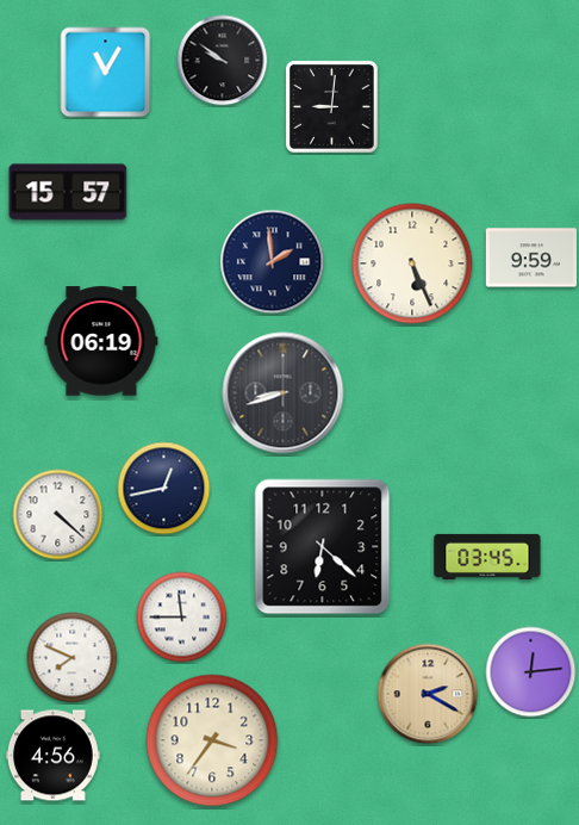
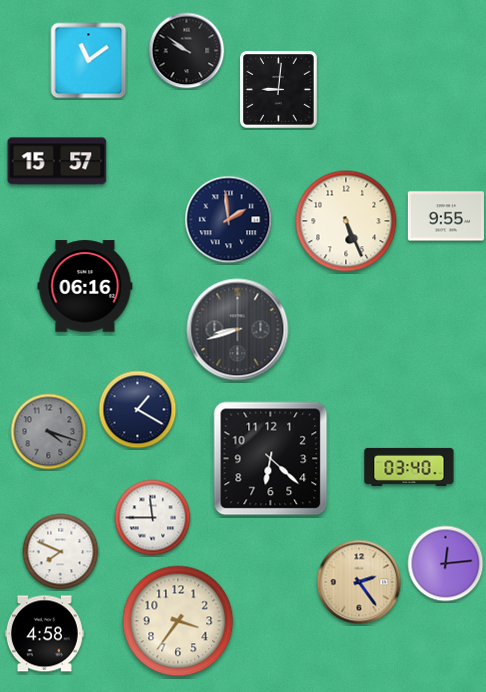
clock at (106, 73): 11:05 -> 11:09
clock at (531, 258): 9:59 -> 9:55
clock at (101, 341): 06:19 -> 06:16
clock at (164, 489): 12:43 -> 1:20
clock at (58, 515): 4:22 -> 4:18
clock at (58, 515) dial: white -> grey
clock at (487, 557): 03:45 -> 03:40
clock at (428, 694): 2:20 -> 2:24
clock at (52, 756): 4:56 -> 4:58
